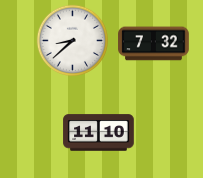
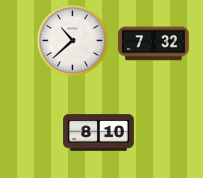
clock at (72, 40): 8:38 -> 10:38
clock at (99, 133): 11:10 -> 8:10
